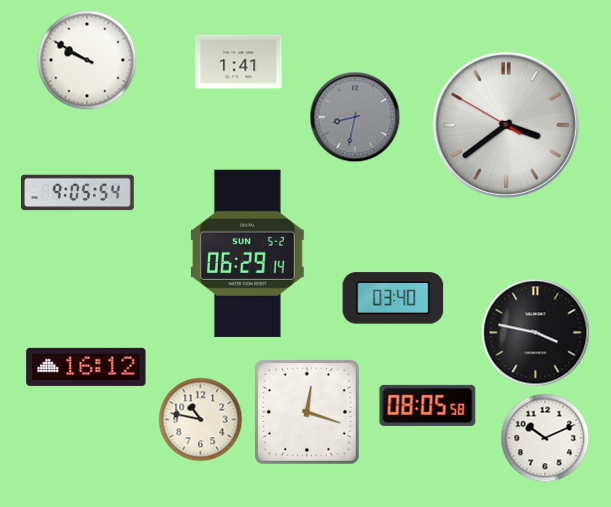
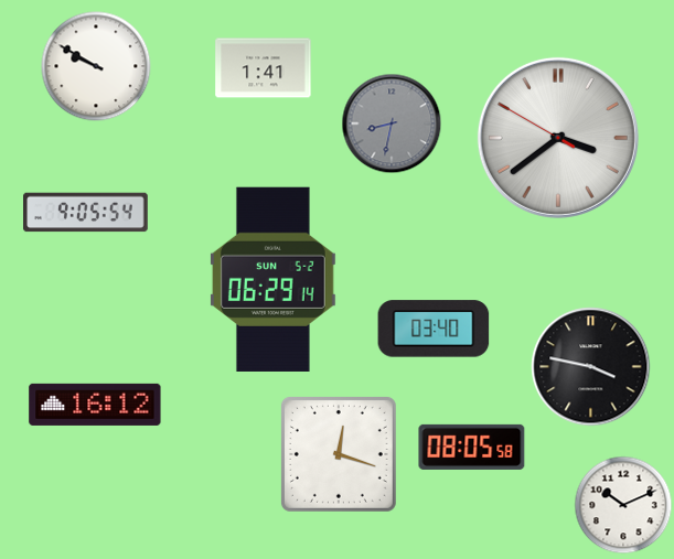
clock at (355, 117) position: (355, 117) -> (392, 123)
clock at (201, 420): 10:47 -> none
clock at (545, 438) position: (545, 438) -> (623, 505)
